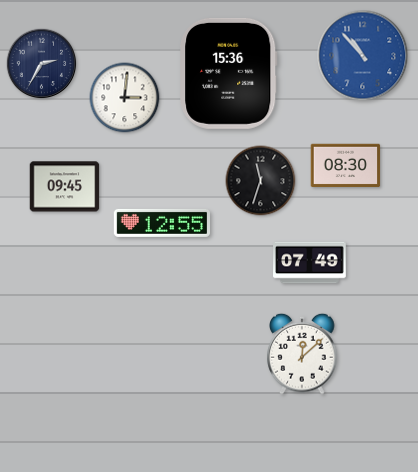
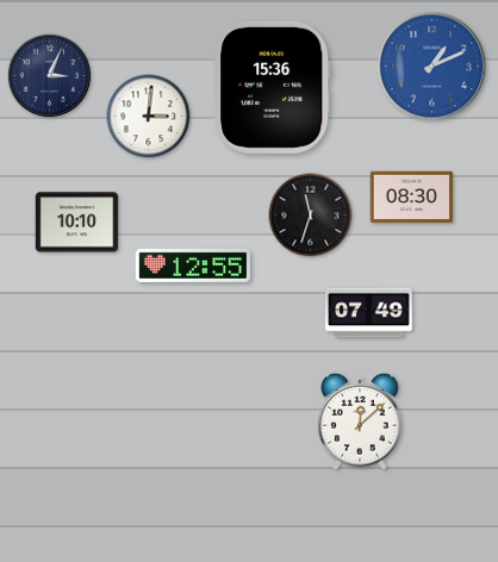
clock at (363, 56): 10:53 -> 1:11
clock at (42, 64): 2:35 -> 3:04
clock at (65, 187): 09:45 -> 10:10
